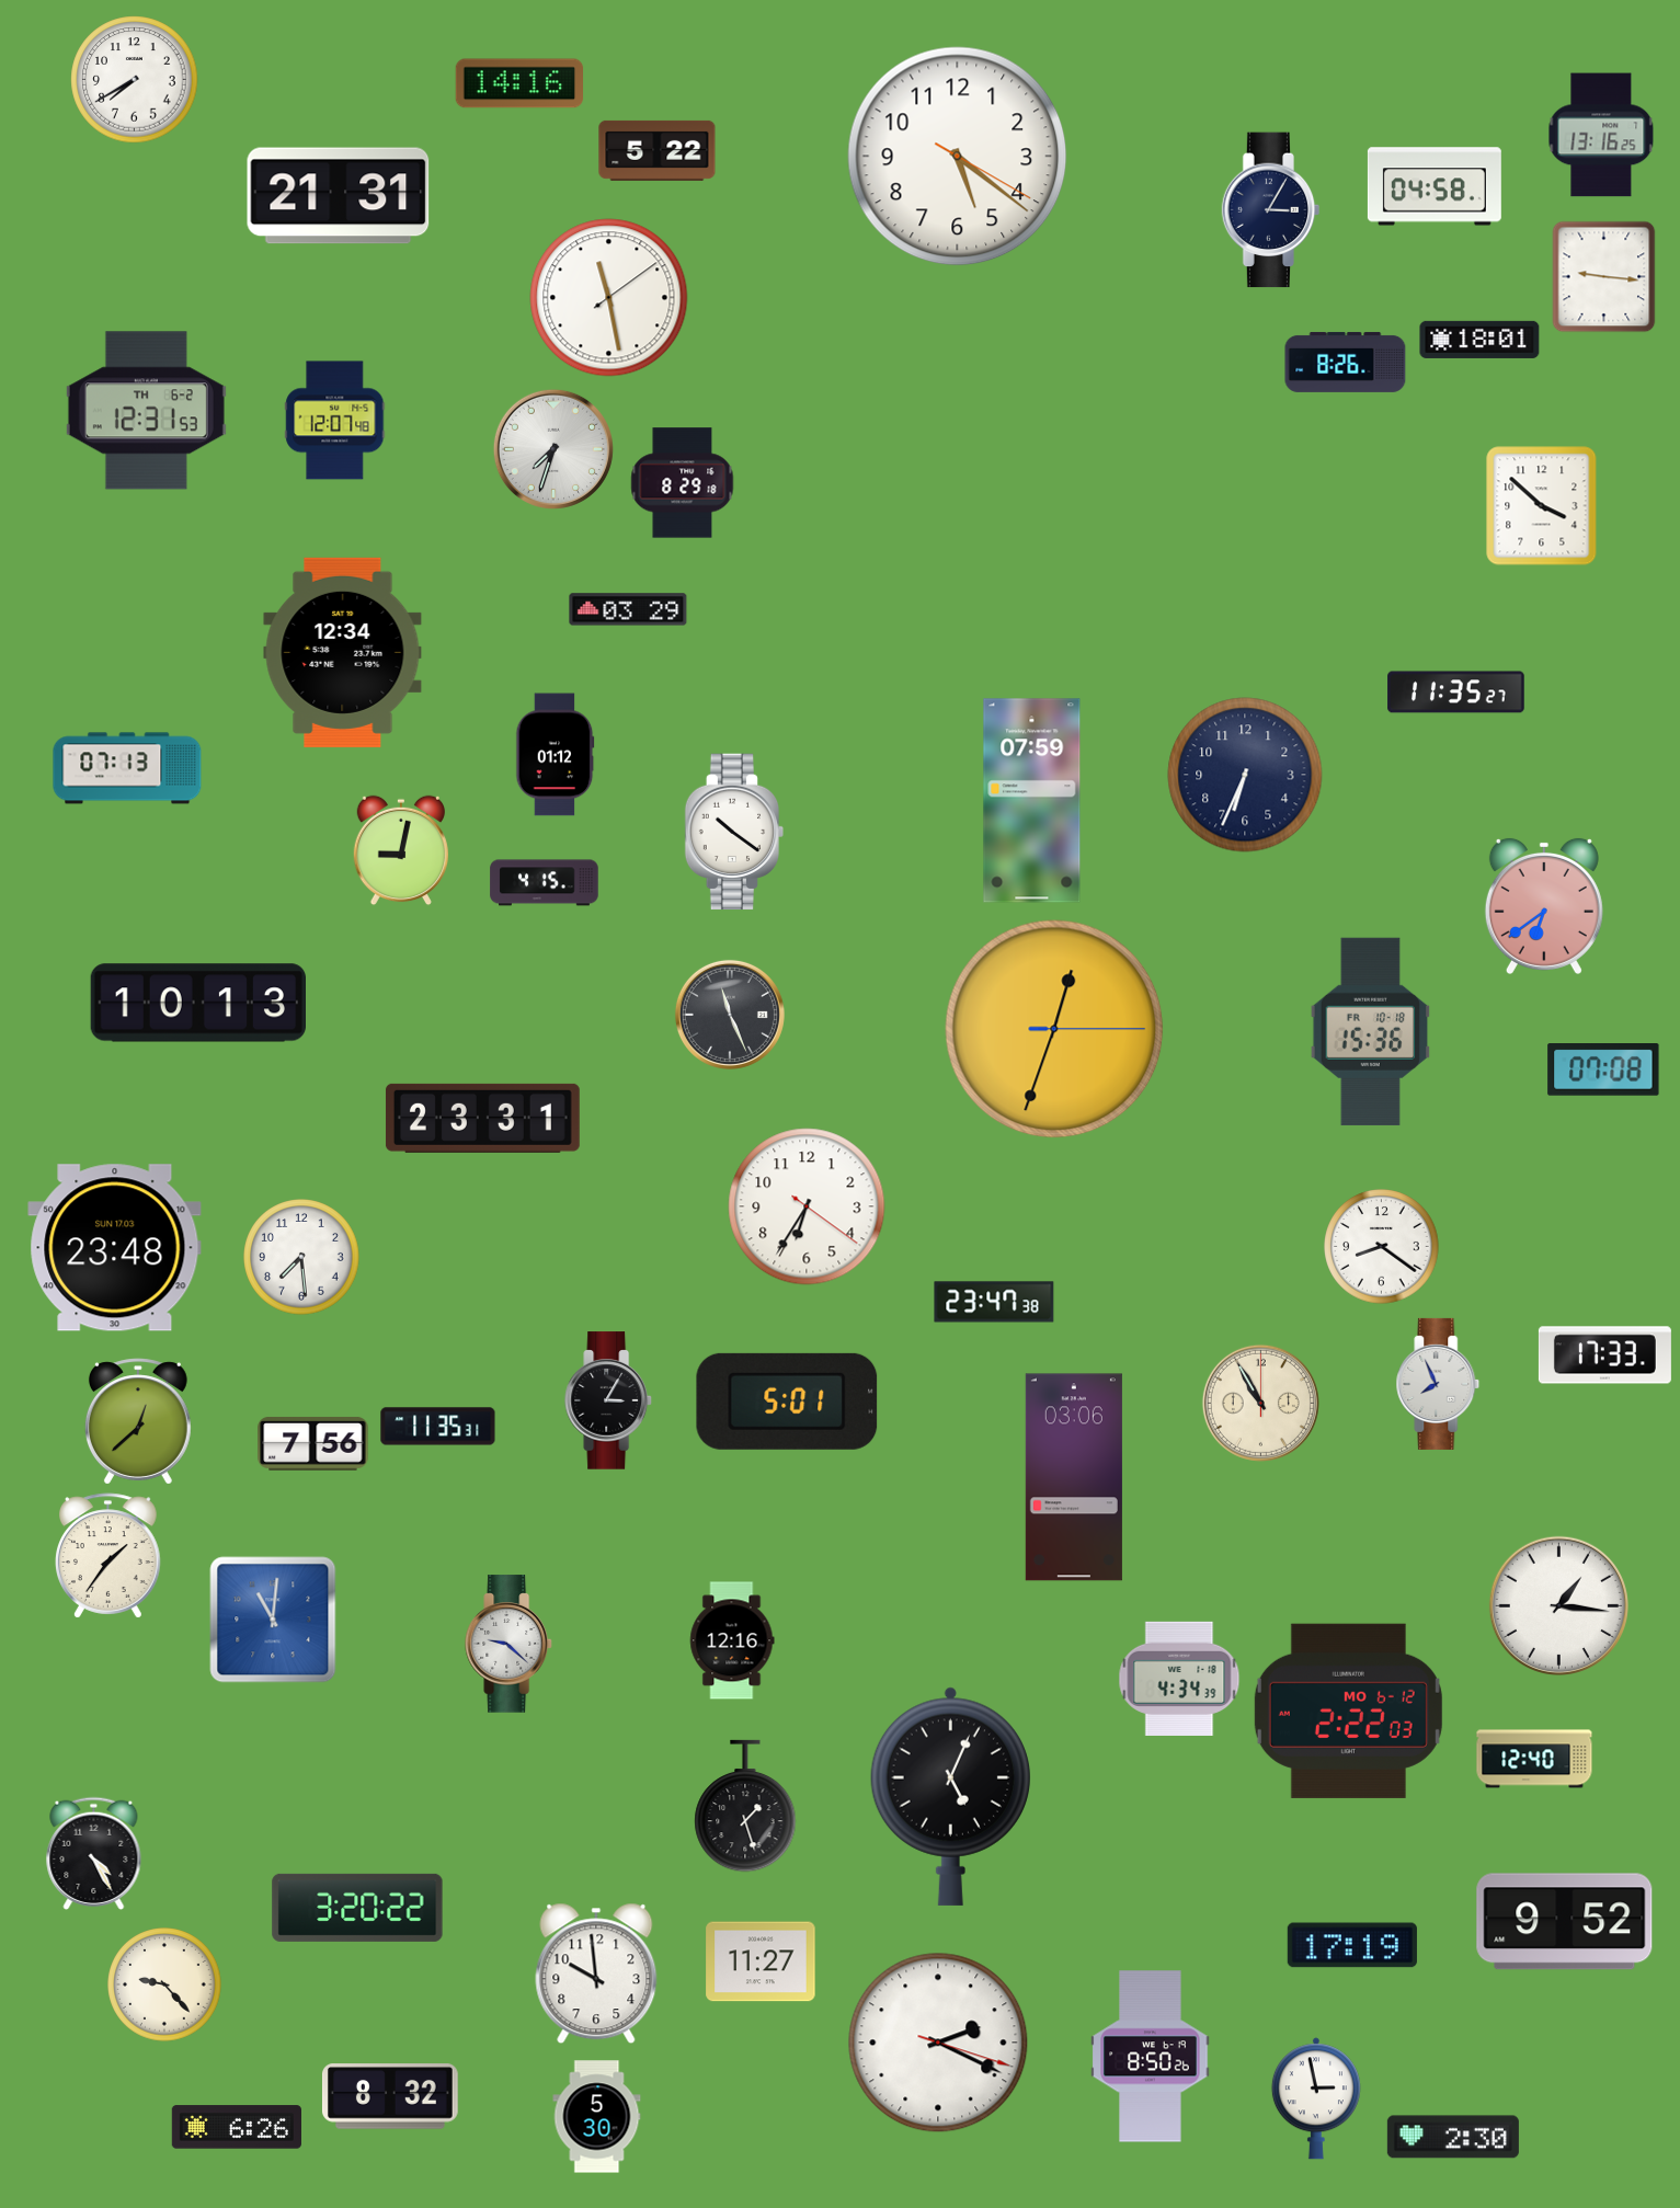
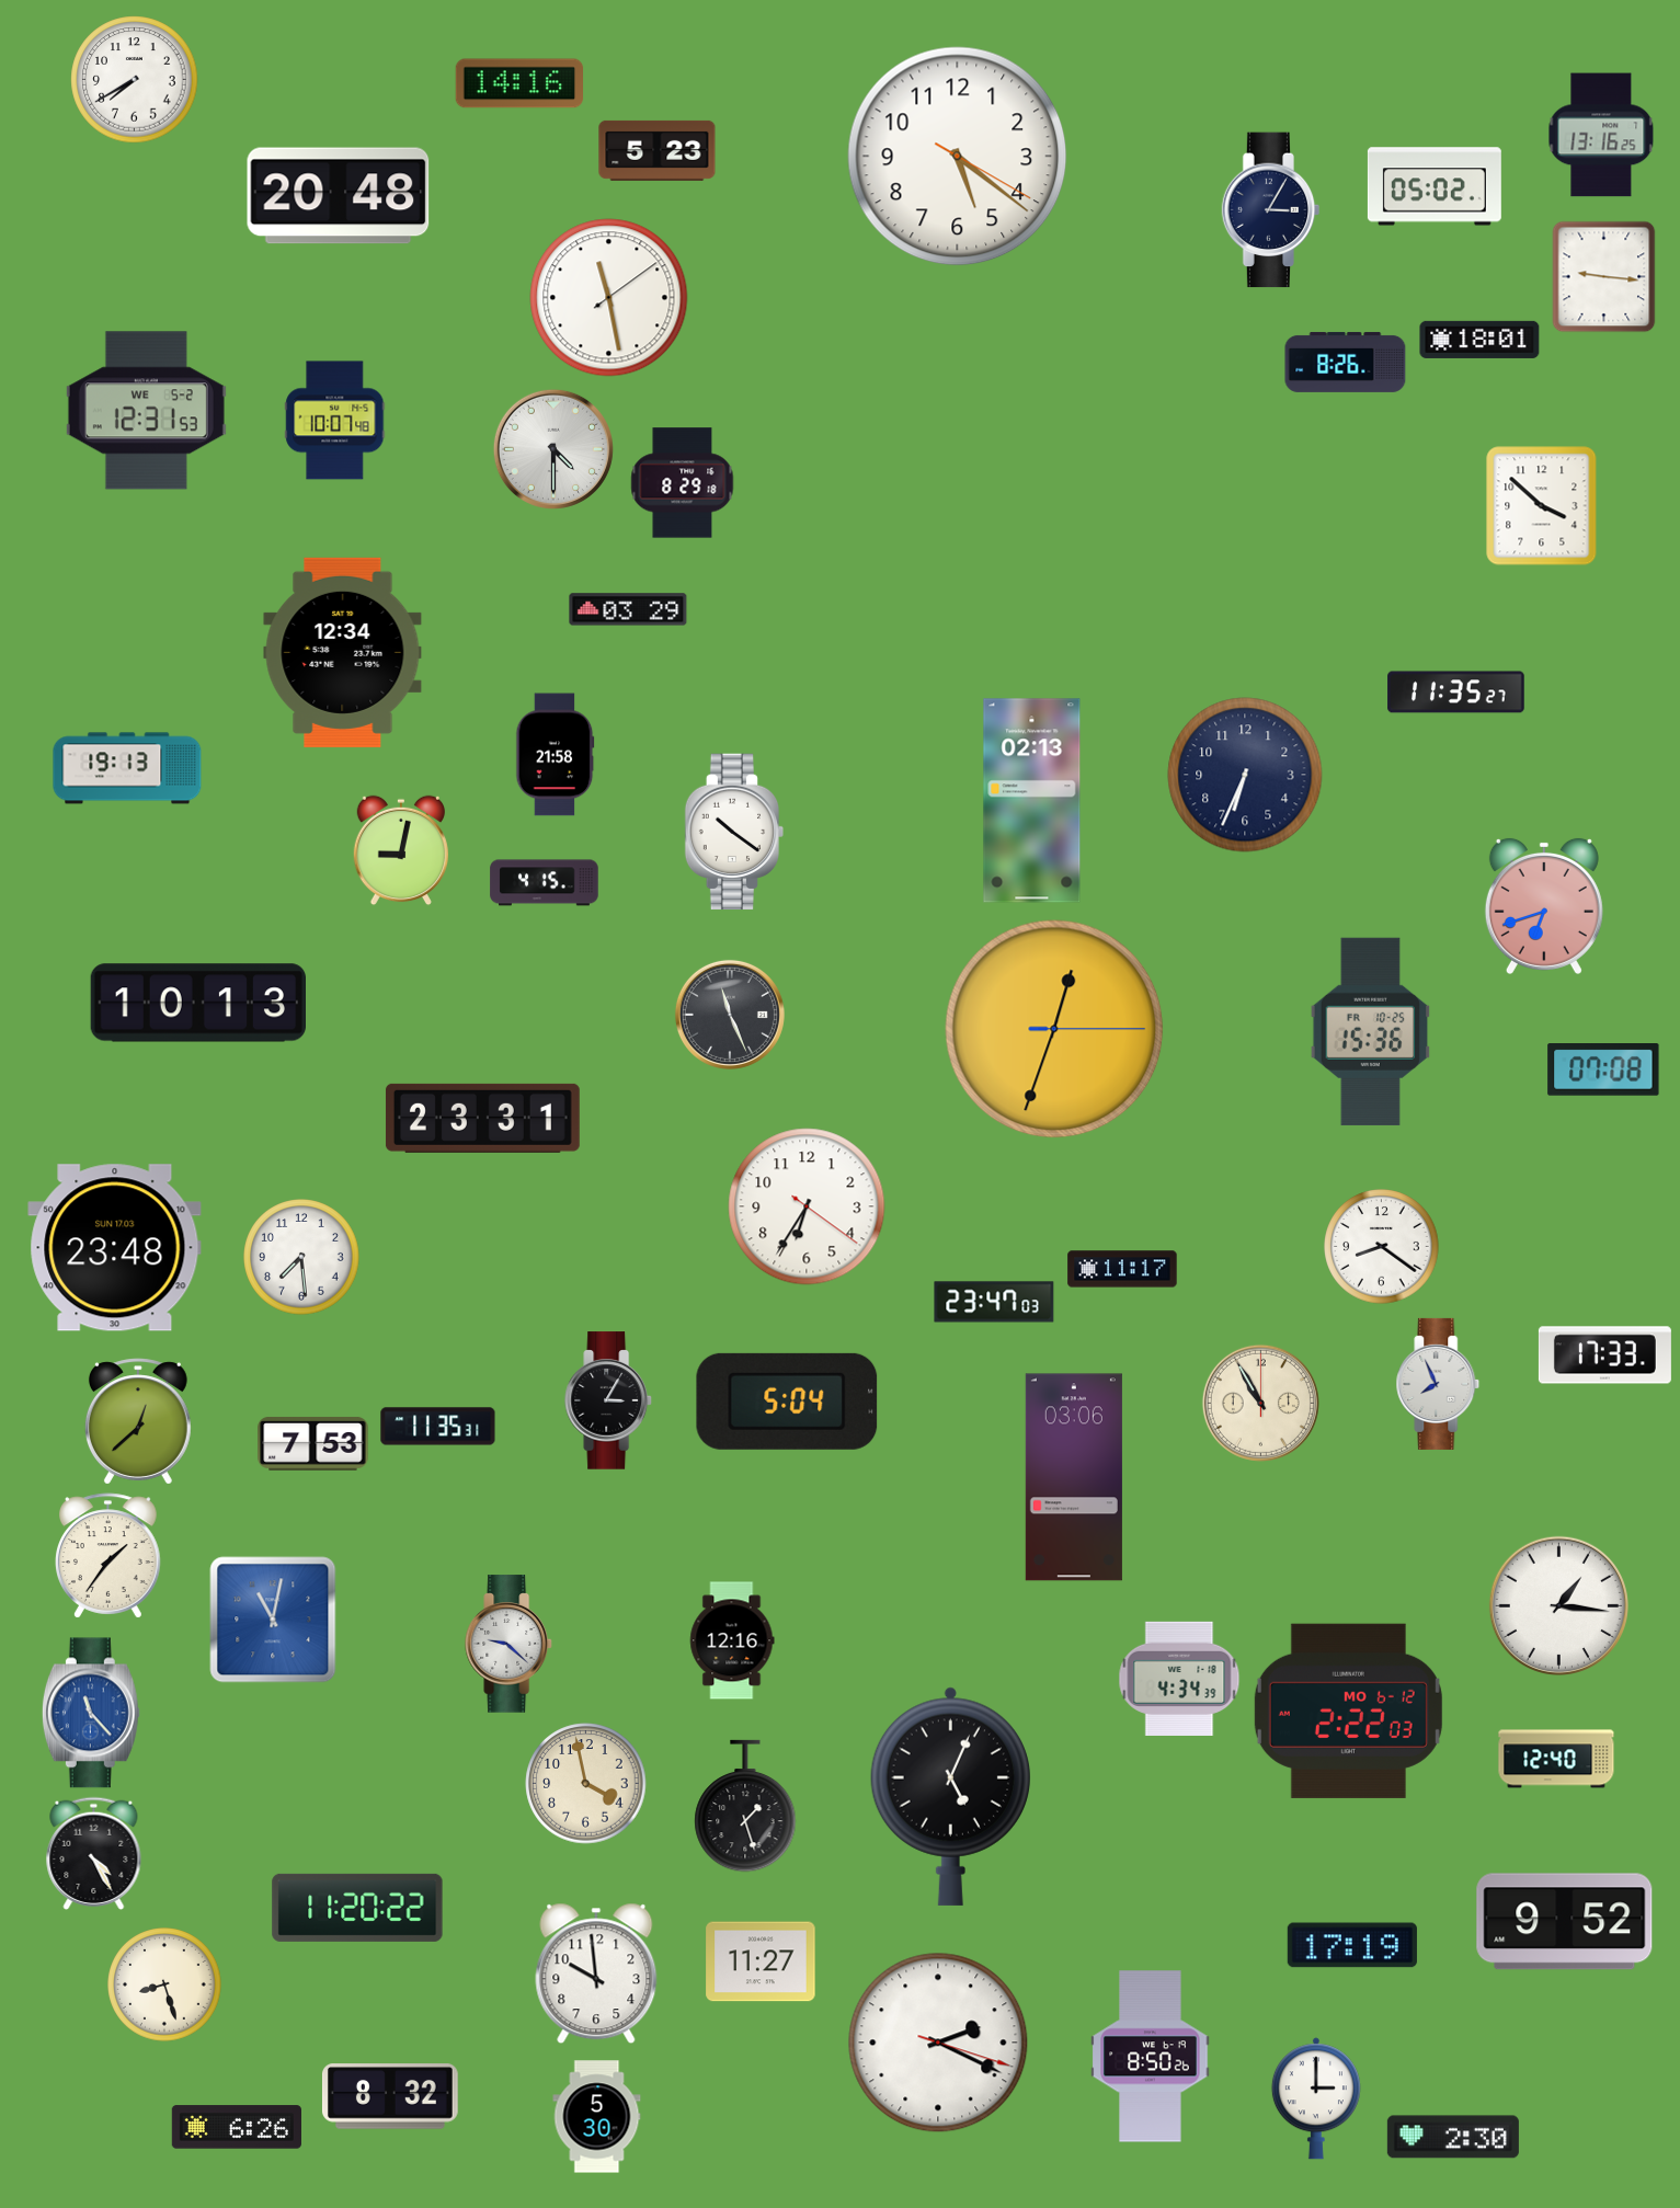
clock at (658, 150): 5:22 -> 5:23
clock at (1435, 186): 04:58 -> 05:02
clock at (339, 196): 21:31 -> 20:48
clock at (146, 411) date: TH 6-2 -> WE 5-2
clock at (335, 421): 12:07 -> 10:07
clock at (553, 449): 7:33 -> 4:30
clock at (556, 755): 01:12 -> 21:58
clock at (127, 768): 07:13 -> 19:13
clock at (1032, 801): 07:59 -> 02:13
clock at (1544, 906): 6:39 -> 6:42
clock at (1370, 1031) date: FR 10-18 -> FR 10-25
clock at (1122, 1269): none -> 11:17
clock at (994, 1302): 23:47:38 -> 23:47:03
clock at (787, 1402): 5:01 -> 5:04
clock at (313, 1443): 7:56 -> 7:53
clock at (273, 1620): 11:01 -> 11:02
clock at (91, 1713): none -> 11:23
clock at (1534, 1759) position: (1534, 1759) -> (1556, 1759)
clock at (586, 1784): none -> 3:58
clock at (357, 1908): 3:20 -> 11:20
clock at (164, 1984): 9:23 -> 8:27
clock at (1316, 2098): 2:58 -> 3:00
